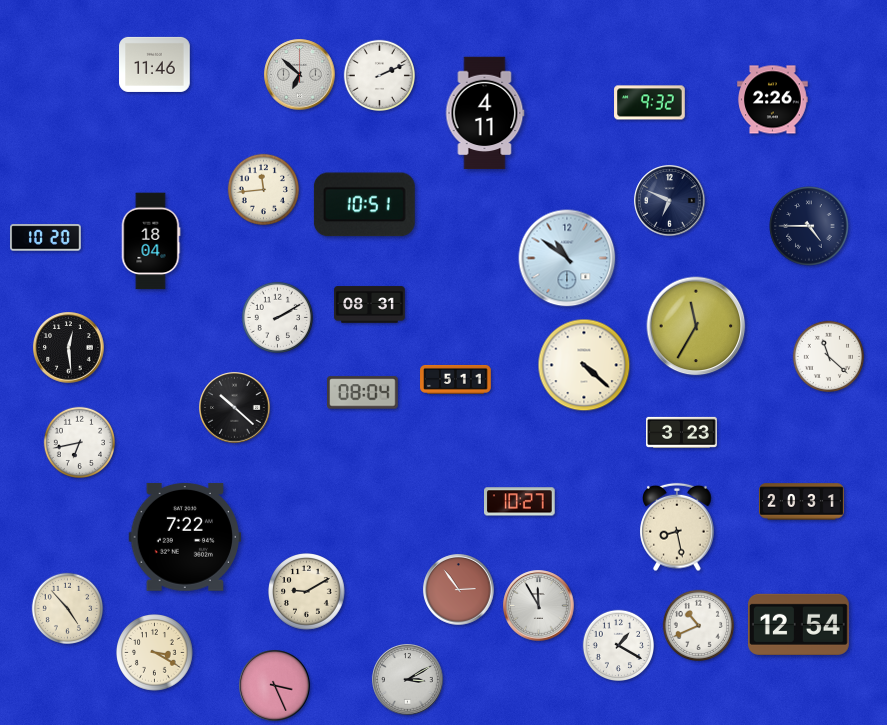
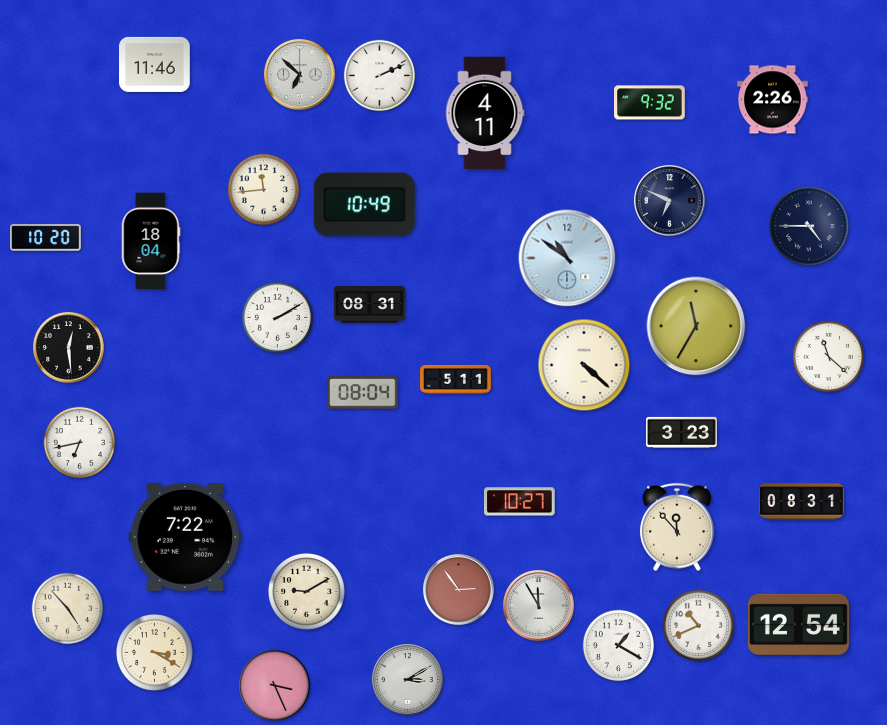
clock at (364, 205): 10:51 -> 10:49
clock at (235, 408): 10:22 -> none
clock at (801, 502): 20:31 -> 08:31
clock at (677, 527): 8:28 -> 11:53
